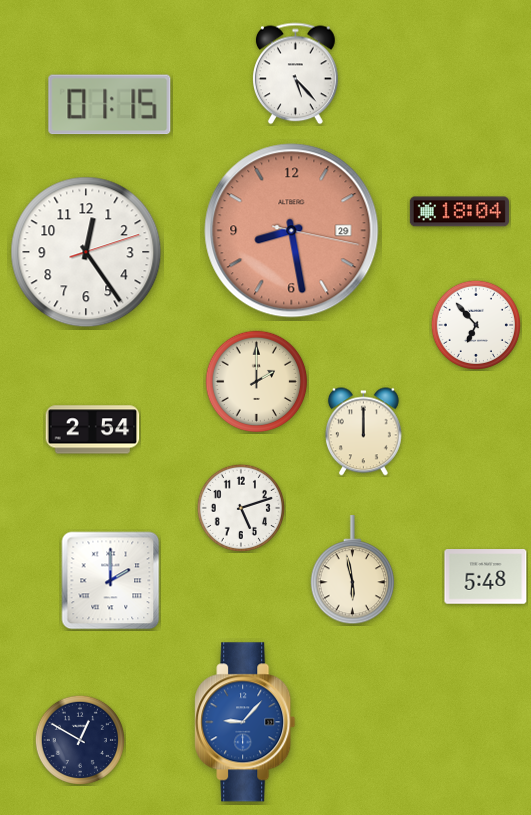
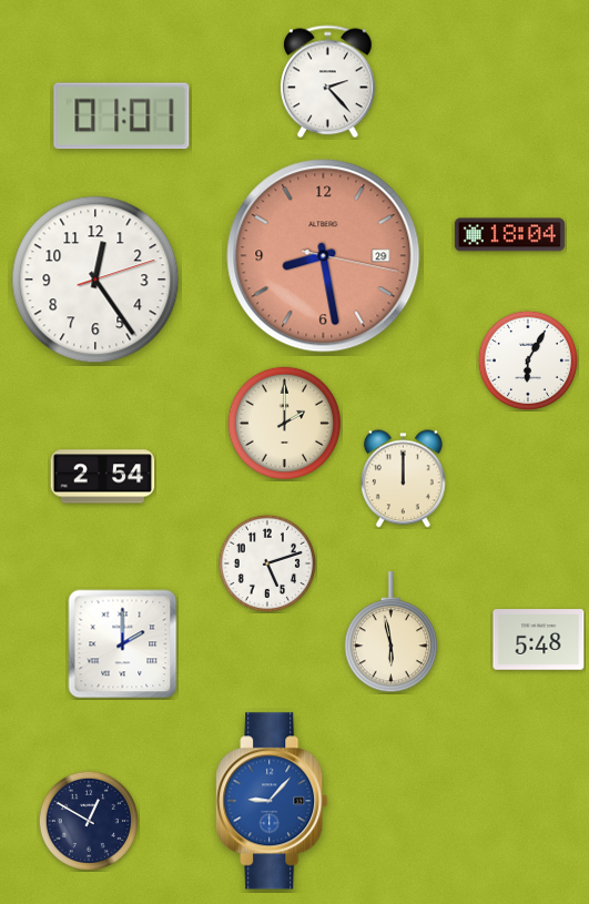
clock at (296, 74): 5:23 -> 2:23
clock at (110, 105): 01:15 -> 01:01
clock at (476, 325): 6:53 -> 6:05
